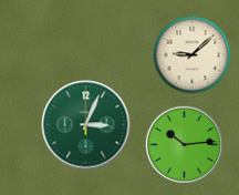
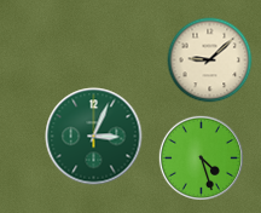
clock at (184, 144): 10:14 -> 4:27
